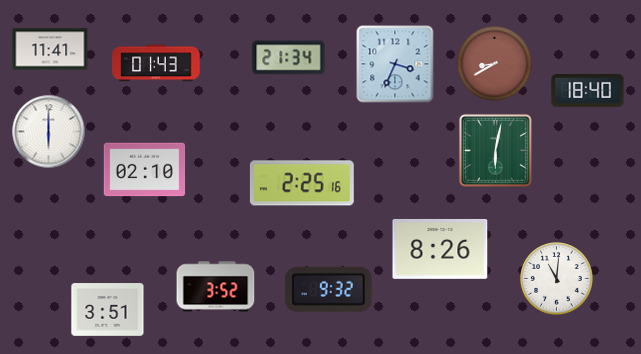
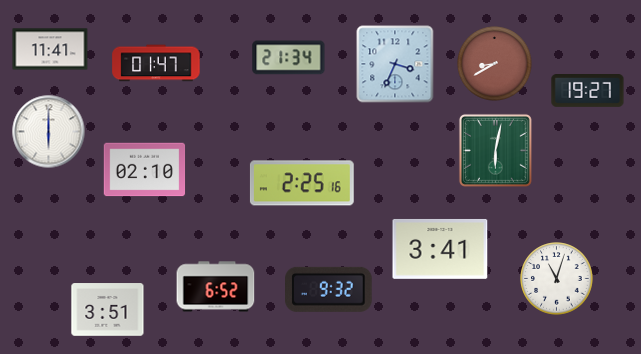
clock at (156, 63): 01:43 -> 01:47
clock at (588, 91): 18:40 -> 19:27
clock at (440, 249): 8:26 -> 3:41
clock at (557, 279): 11:01 -> 11:03
clock at (216, 287): 3:52 -> 6:52
